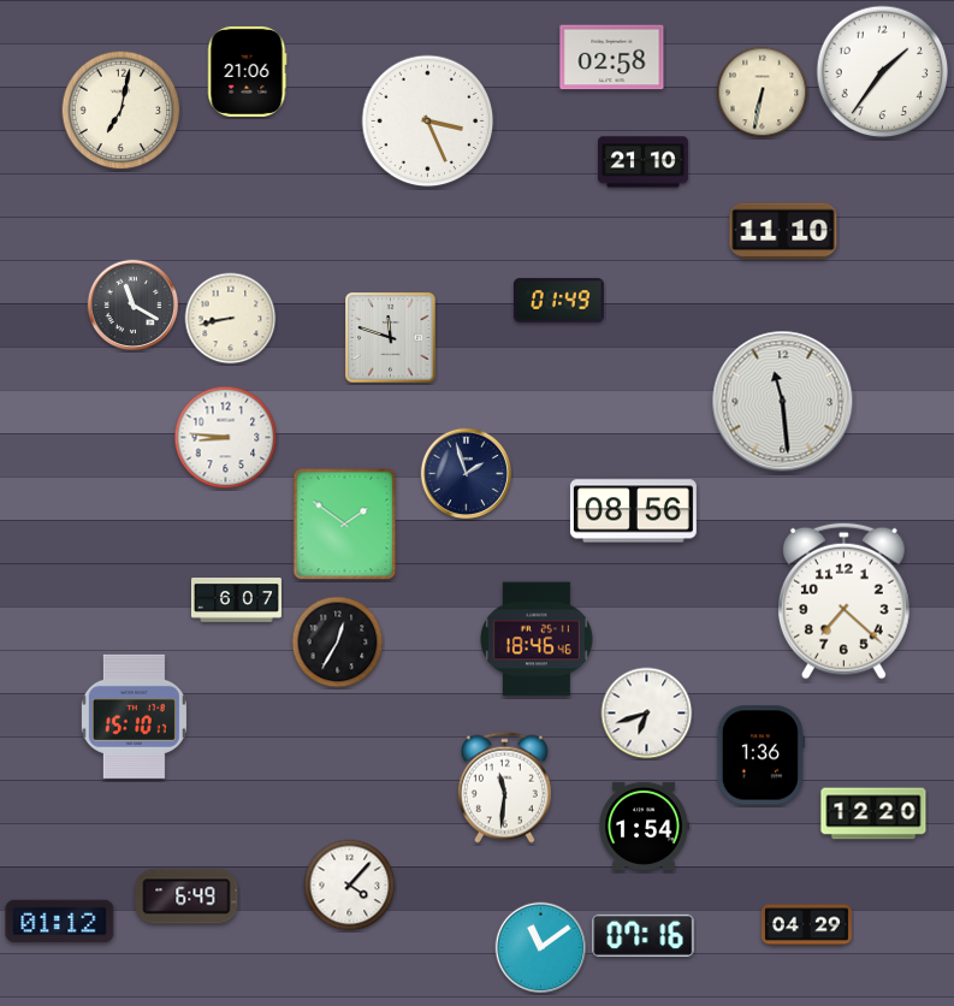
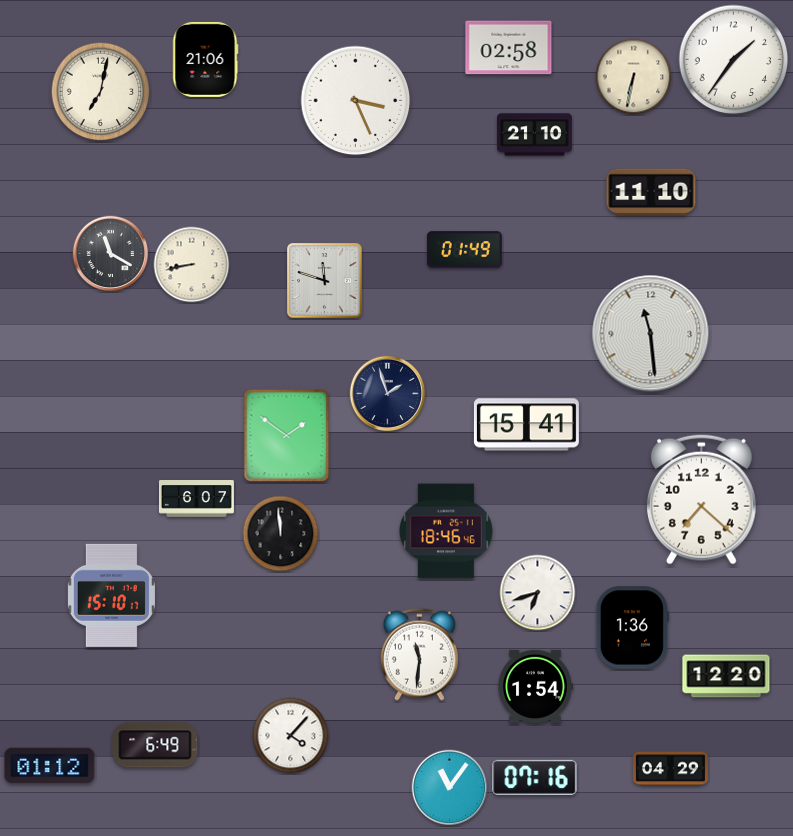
clock at (226, 438): 8:46 -> none
clock at (633, 511): 08:56 -> 15:41
clock at (338, 643): 12:35 -> 11:59
clock at (541, 948): 11:09 -> 11:06
